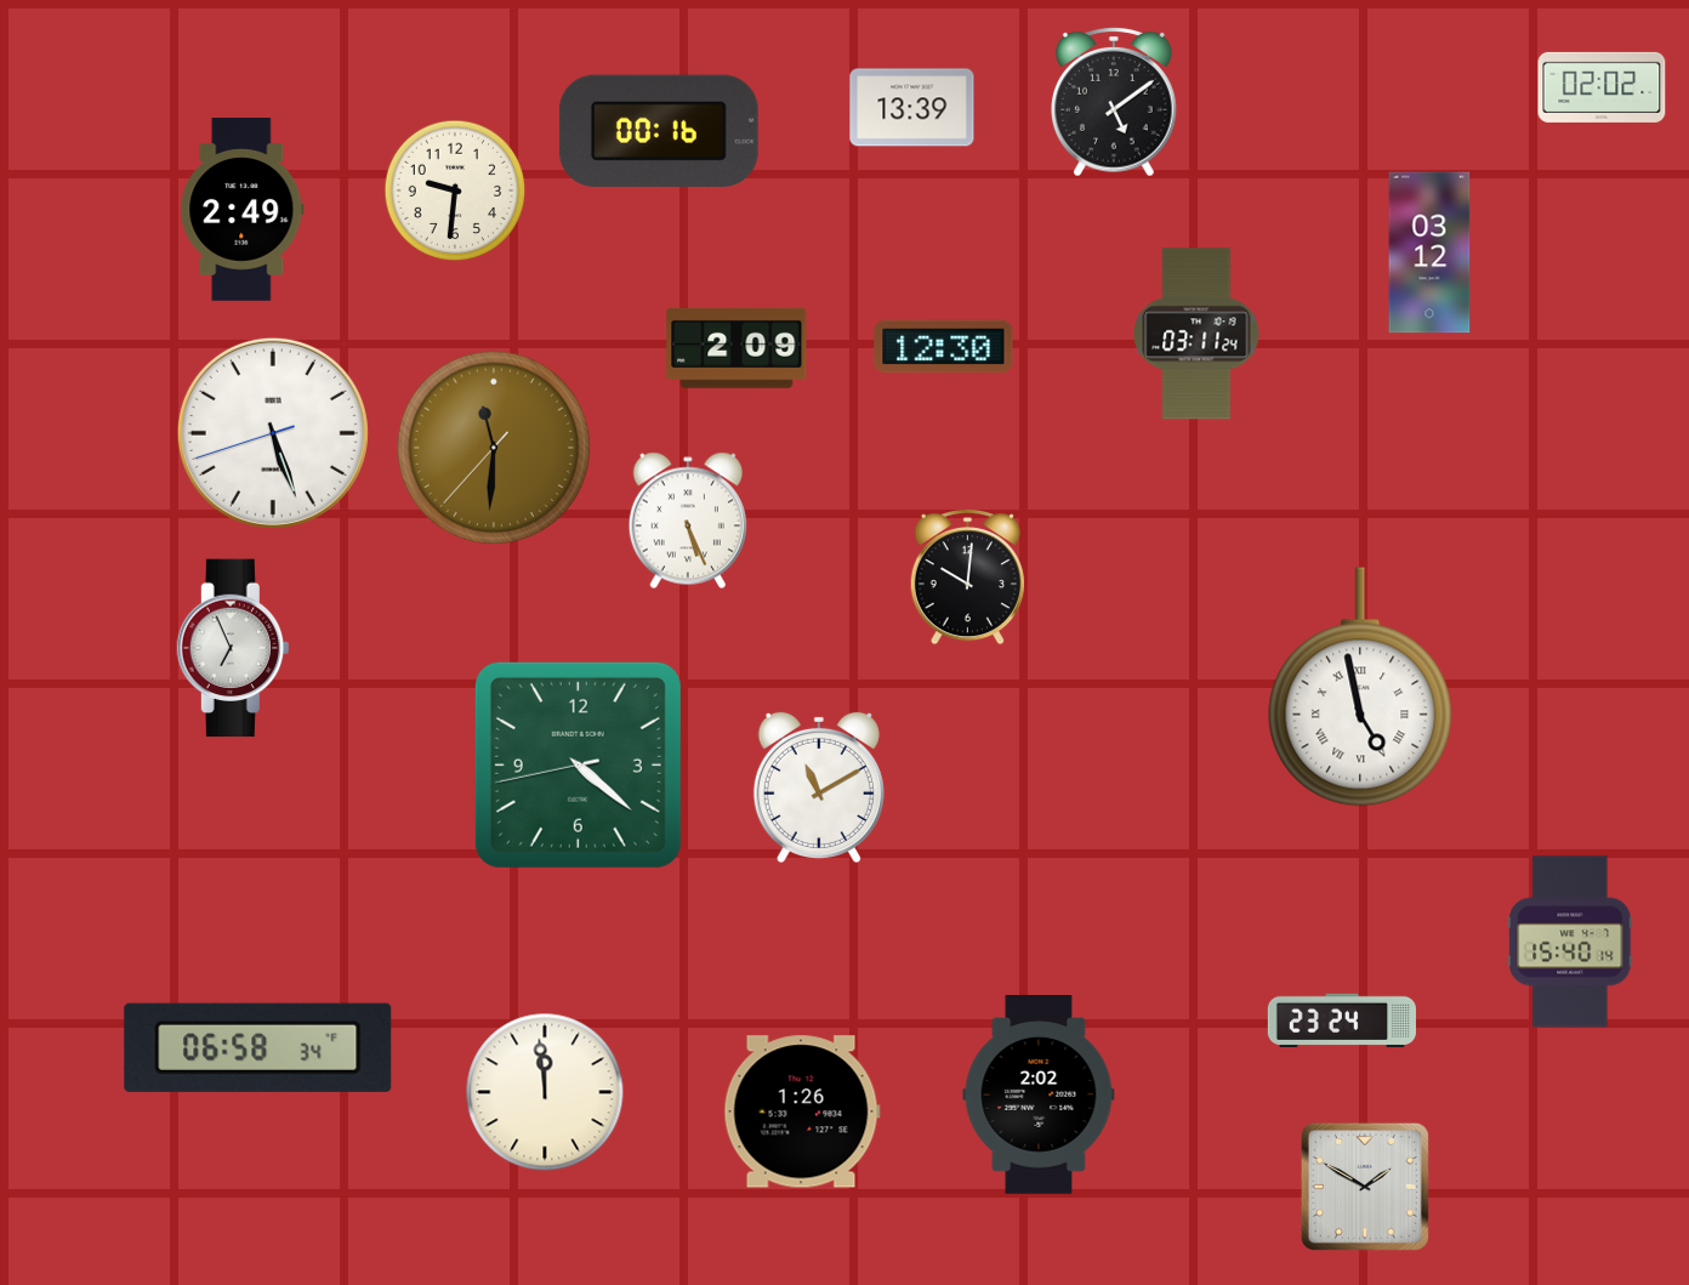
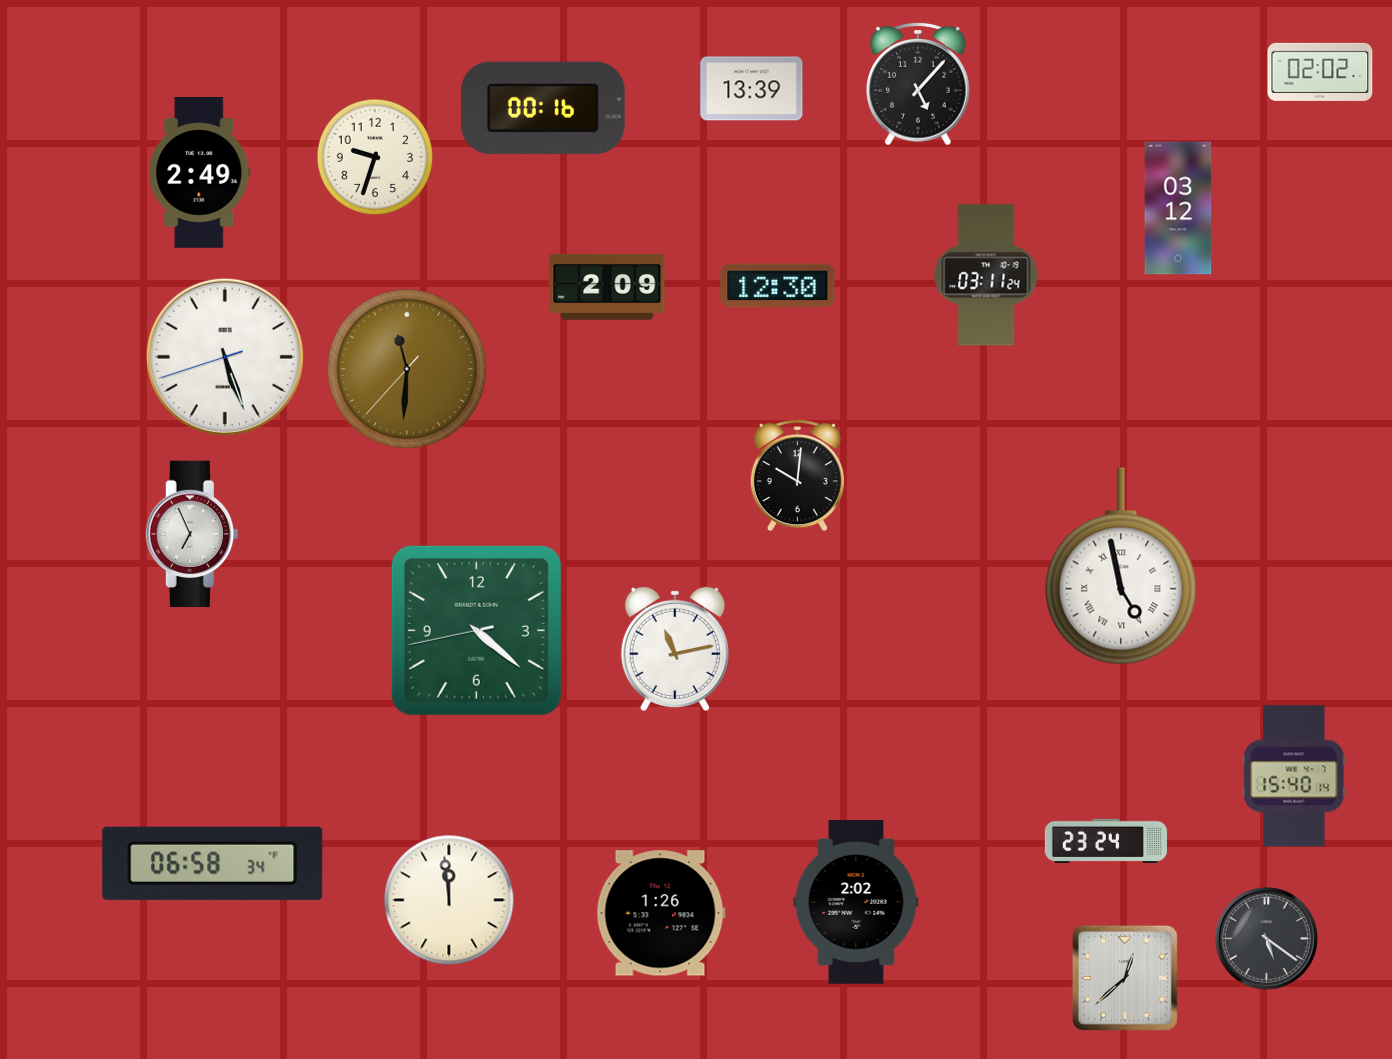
clock at (1115, 102): 5:09 -> 5:07
clock at (455, 191): 9:31 -> 9:33
clock at (688, 521): 5:26 -> none
clock at (819, 786): 11:10 -> 11:13
clock at (802, 1111) position: (802, 1111) -> (661, 913)
clock at (1266, 938): none -> 5:21
clock at (1365, 1187): 1:50 -> 12:38
